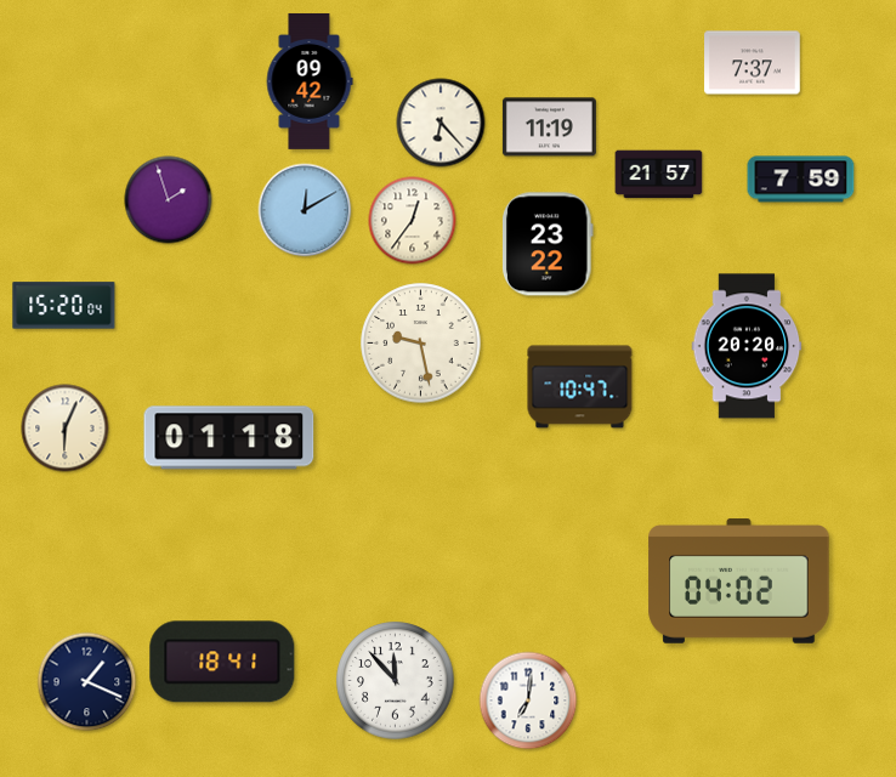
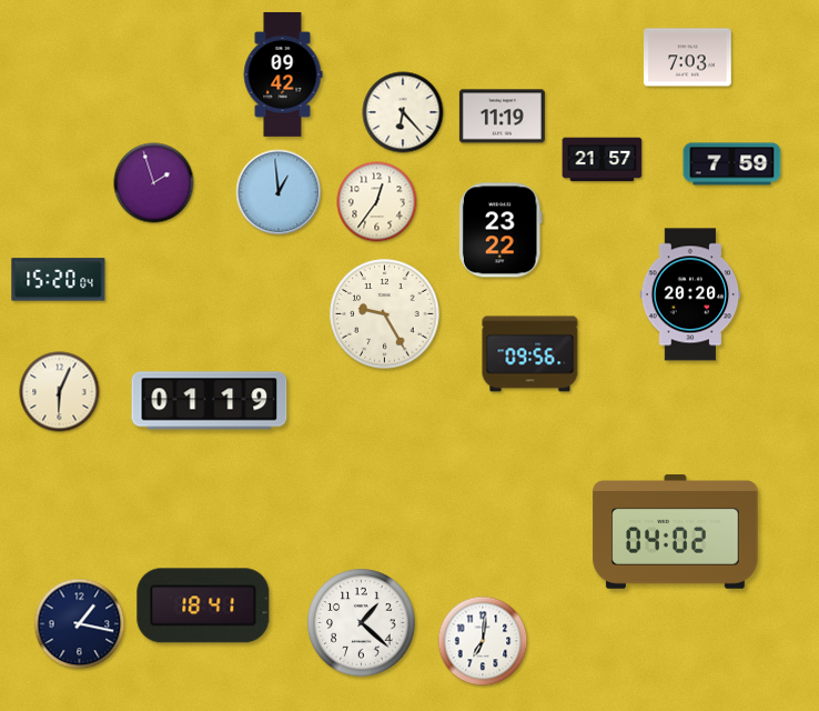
clock at (753, 63): 7:37 -> 7:03
clock at (305, 210): 12:10 -> 12:59
clock at (548, 244) position: (548, 244) -> (501, 230)
clock at (421, 344): 9:28 -> 9:25
clock at (747, 346) position: (747, 346) -> (690, 294)
clock at (580, 387): 10:47 -> 09:56
clock at (229, 438): 01:18 -> 01:19
clock at (396, 681): 11:53 -> 1:22
clock at (87, 682): 1:19 -> 1:17
